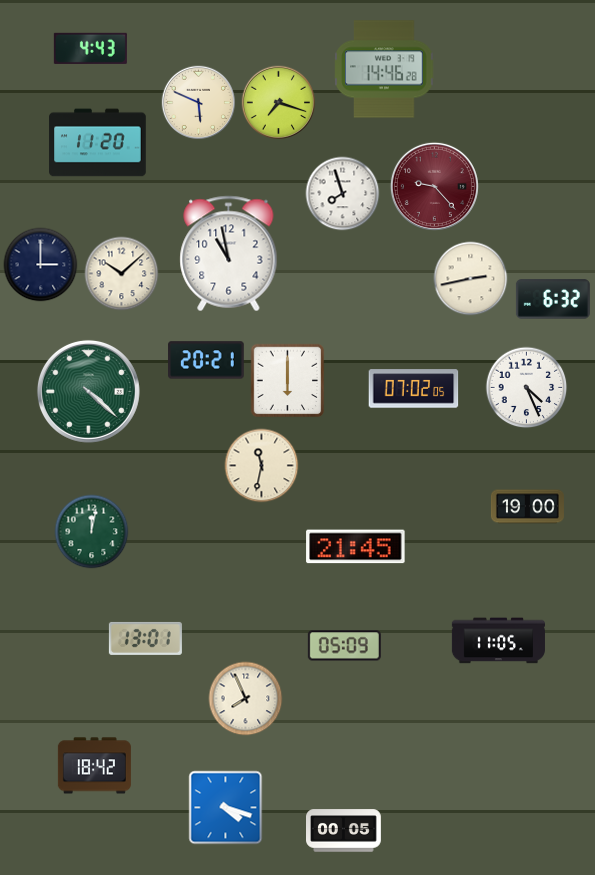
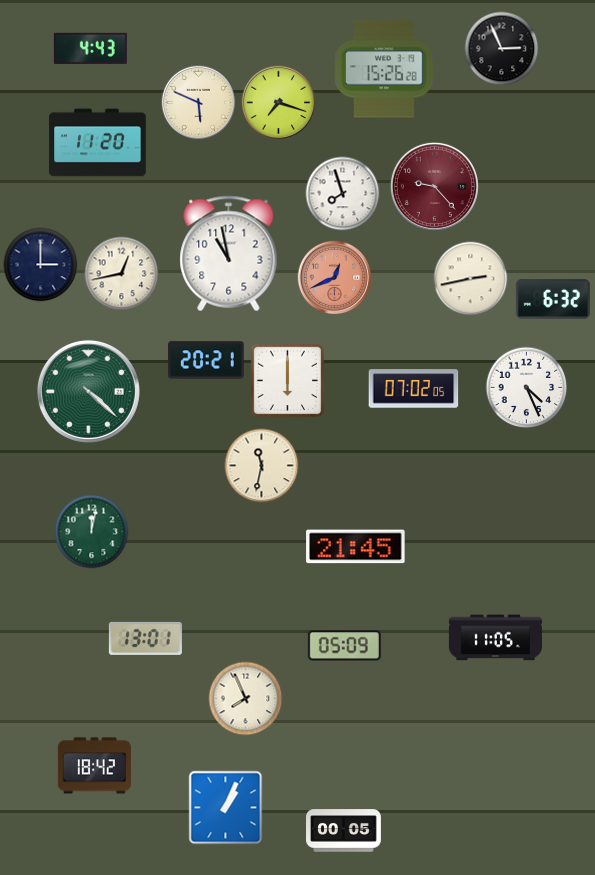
clock at (502, 49): none -> 2:56
clock at (384, 69): 14:46 -> 15:26
clock at (122, 274): 10:08 -> 12:43
clock at (335, 278): none -> 12:41
clock at (527, 507): 19:00 -> none
clock at (498, 641) position: (498, 641) -> (495, 638)
clock at (226, 808): 4:18 -> 1:04
